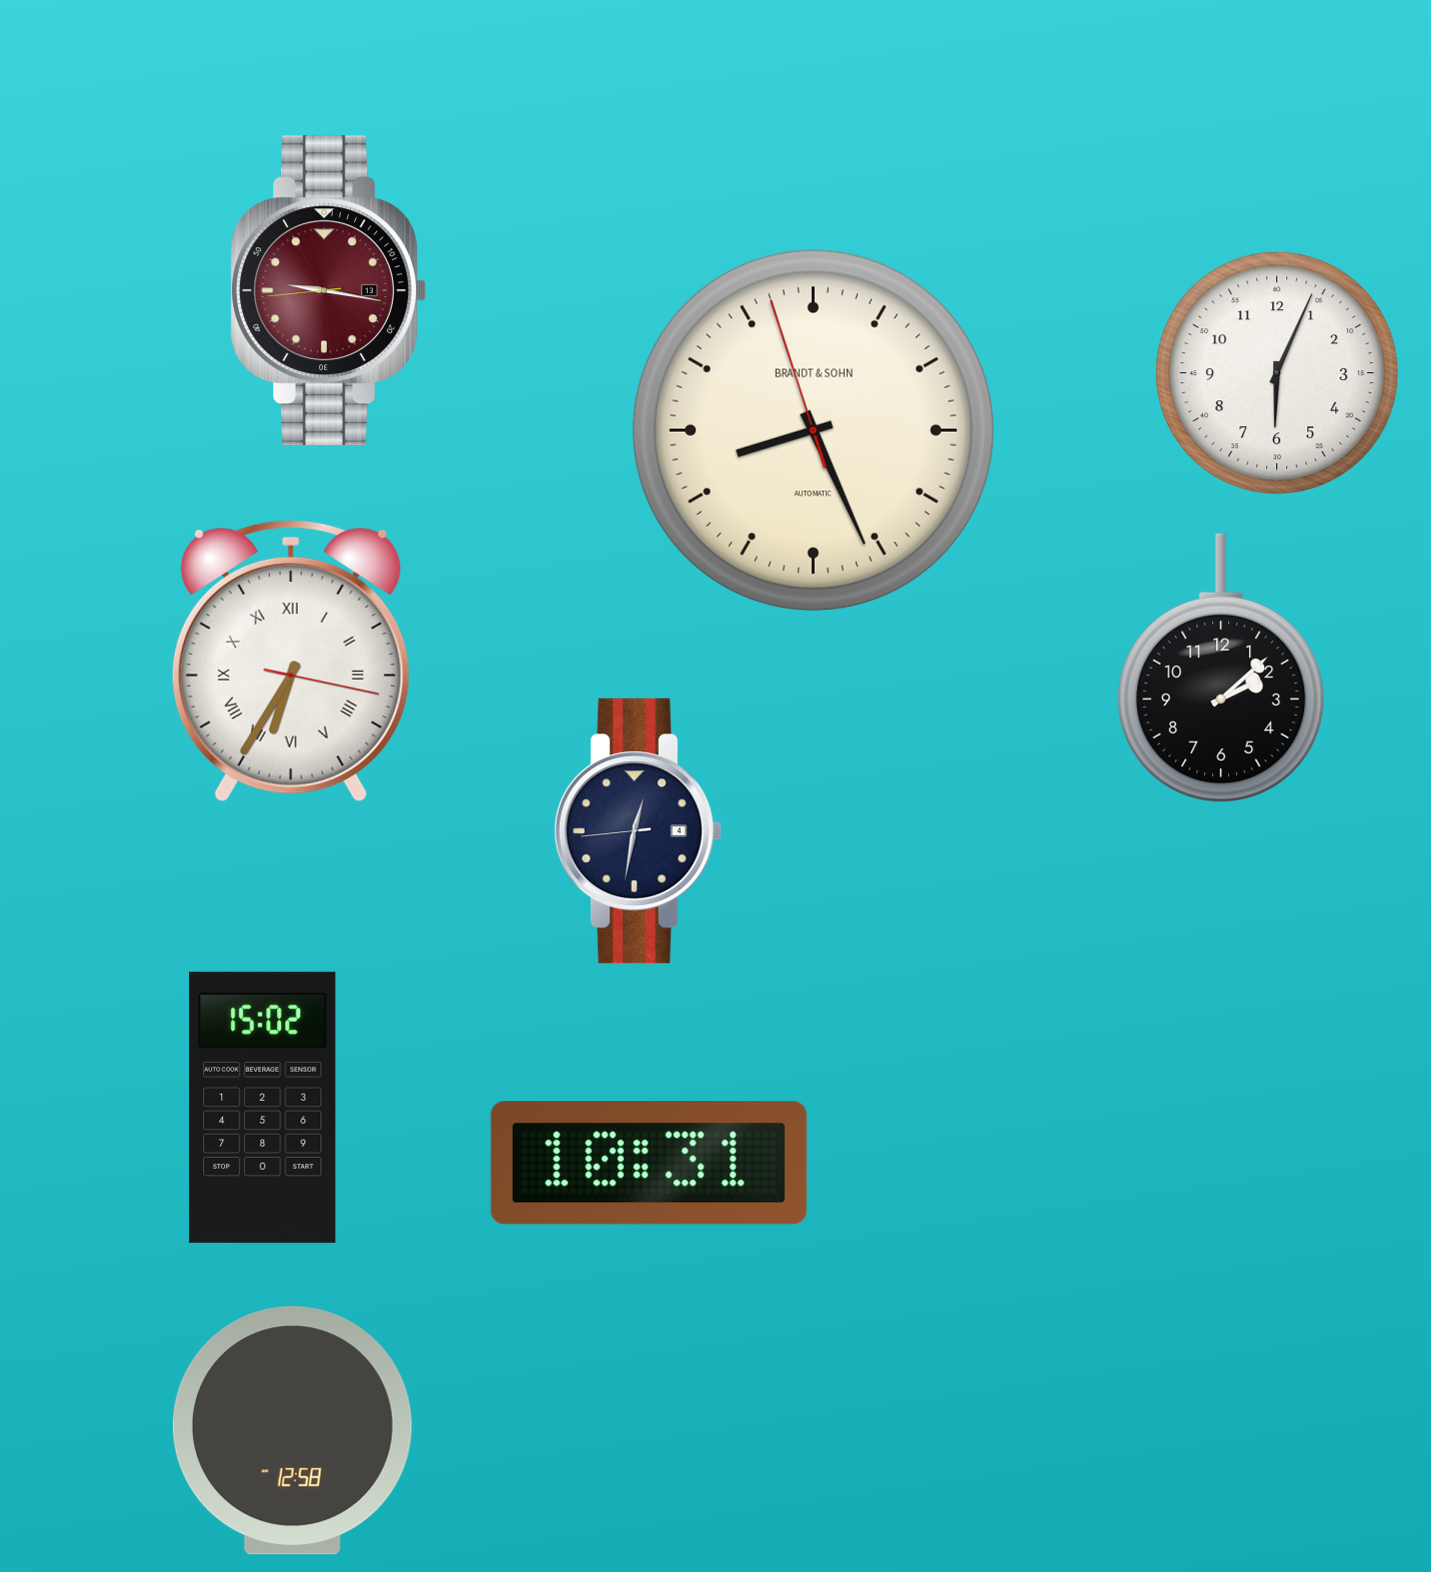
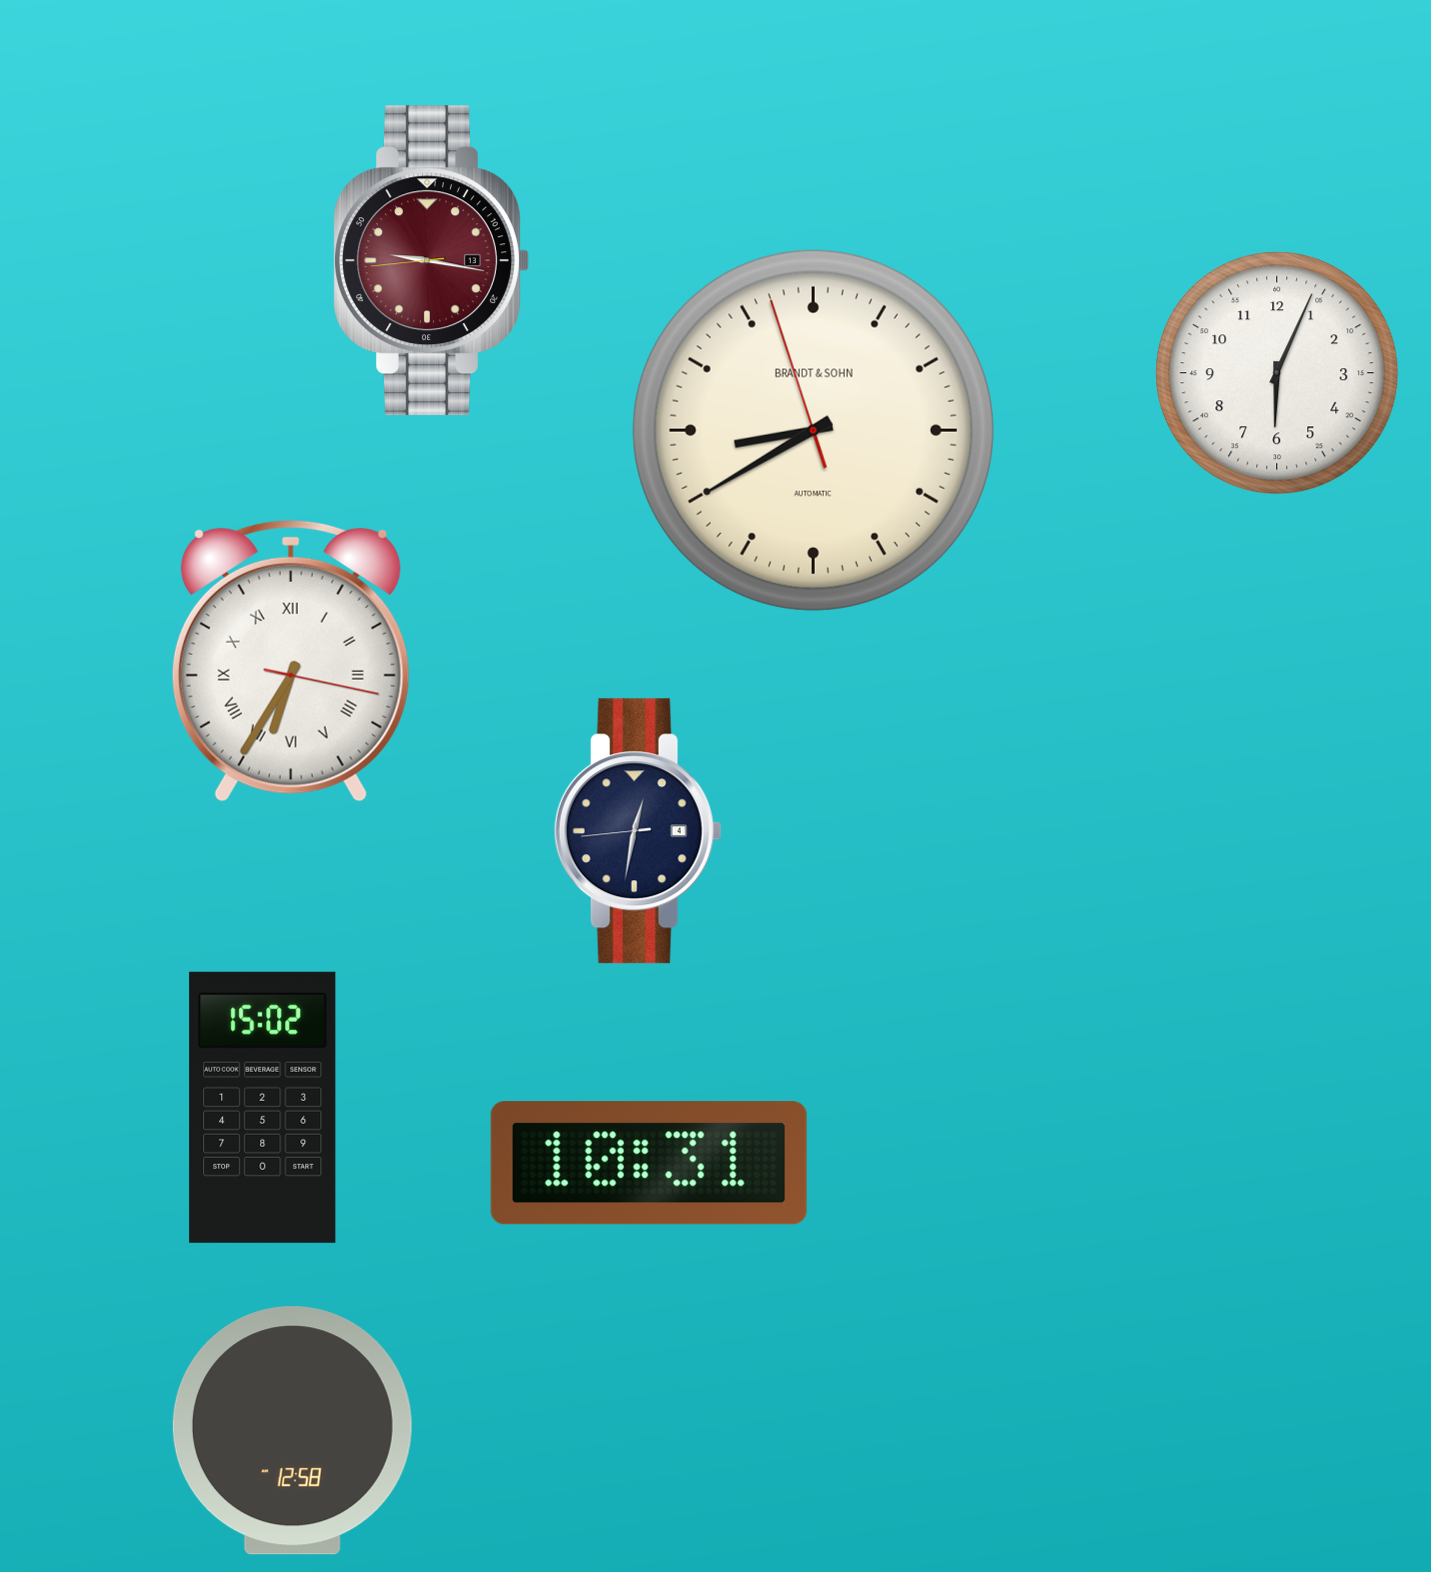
clock at (328, 291) position: (328, 291) -> (431, 261)
clock at (813, 430): 8:25 -> 8:39
clock at (1221, 668): 2:08 -> none
